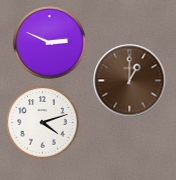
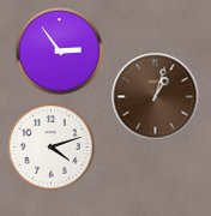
clock at (50, 43): 2:49 -> 2:54
clock at (130, 81): 1:00 -> 1:03
